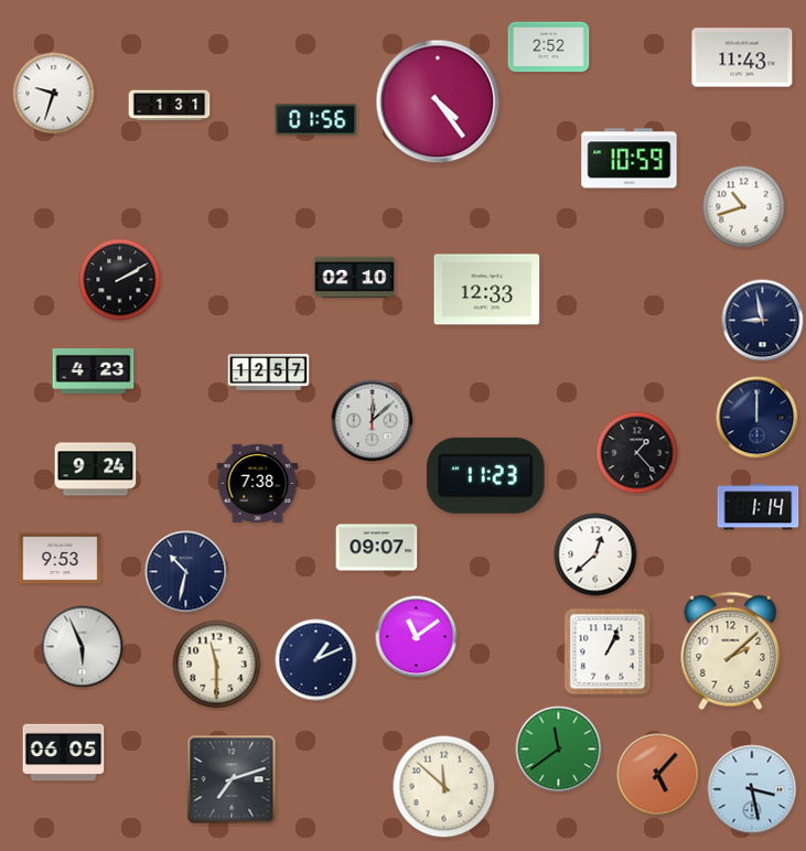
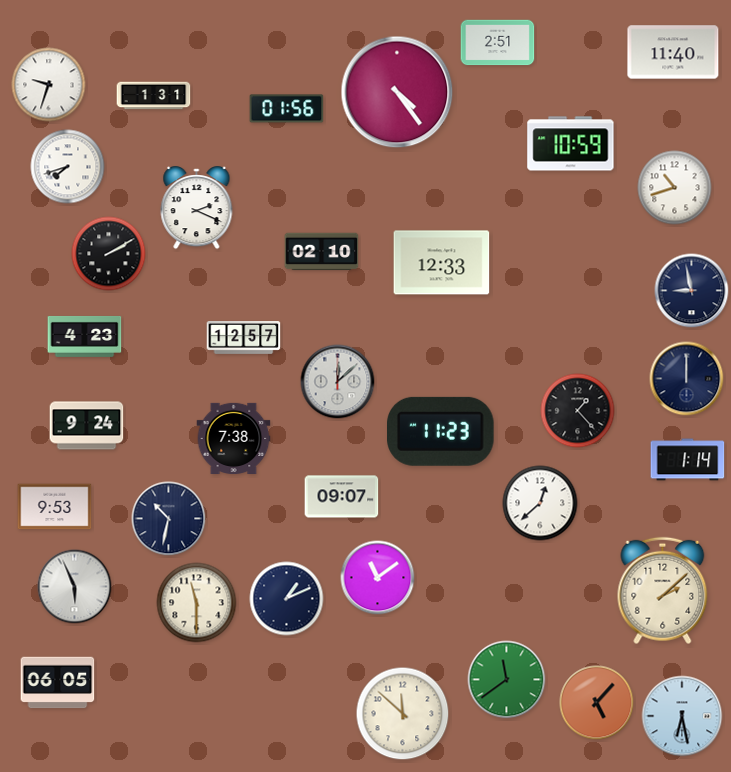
clock at (549, 47): 2:52 -> 2:51
clock at (742, 57): 11:43 -> 11:40
clock at (68, 167): none -> 7:42
clock at (197, 208): none -> 2:19
clock at (608, 651): 1:04 -> none
clock at (232, 779): 7:12 -> none
clock at (752, 789): 3:28 -> 6:28
